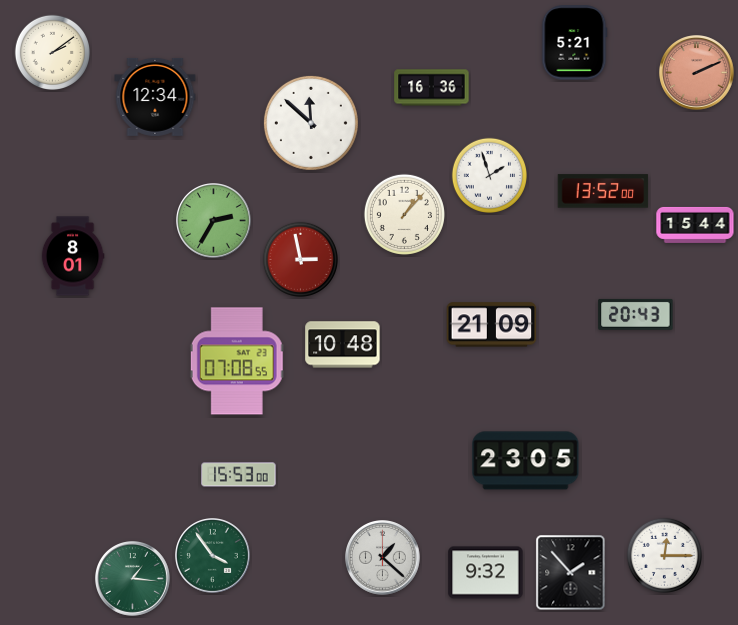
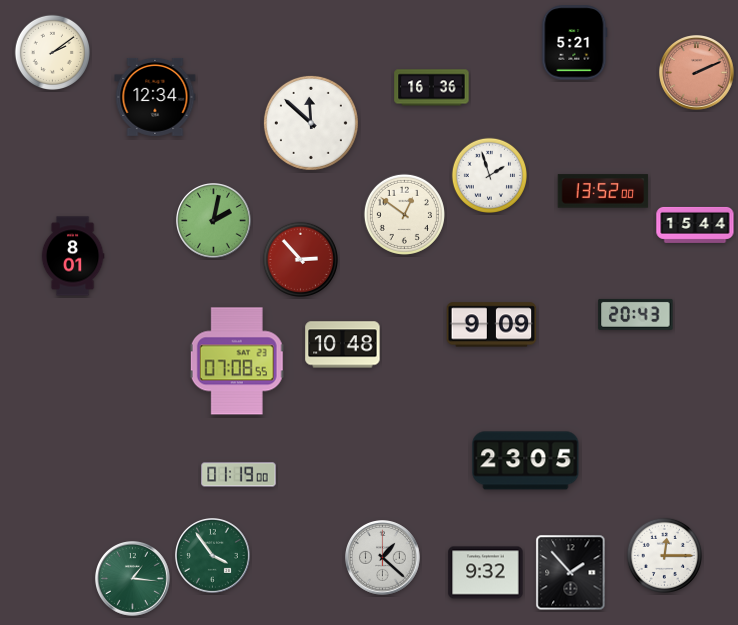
clock at (404, 214): 1:07 -> 12:51
clock at (214, 221): 2:35 -> 2:02
clock at (300, 259): 2:58 -> 2:53
clock at (492, 325): 21:09 -> 9:09
clock at (239, 475): 15:53 -> 01:19
